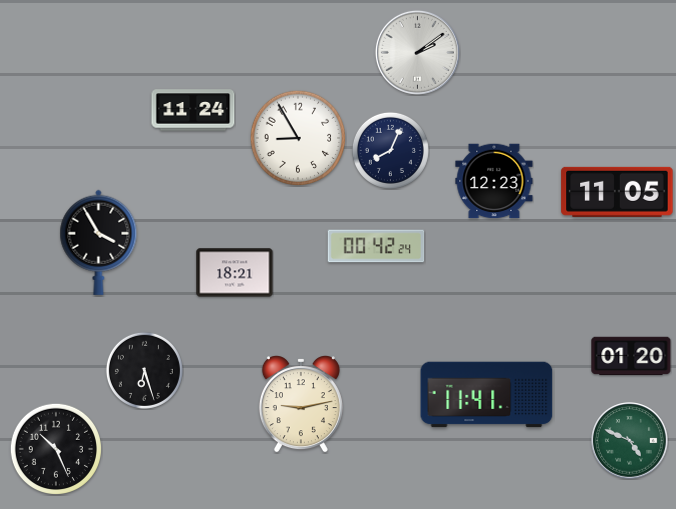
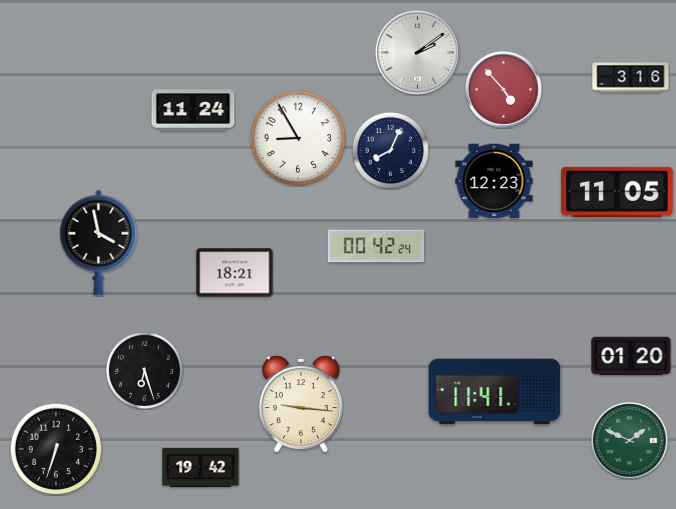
clock at (631, 78): none -> 3:16
clock at (504, 90): none -> 4:53
clock at (99, 242): 3:55 -> 3:58
clock at (487, 395) position: (487, 395) -> (495, 392)
clock at (301, 404): 9:13 -> 9:16
clock at (630, 441): 4:49 -> 1:49
clock at (55, 448): 10:26 -> 6:33
clock at (201, 467): none -> 19:42
